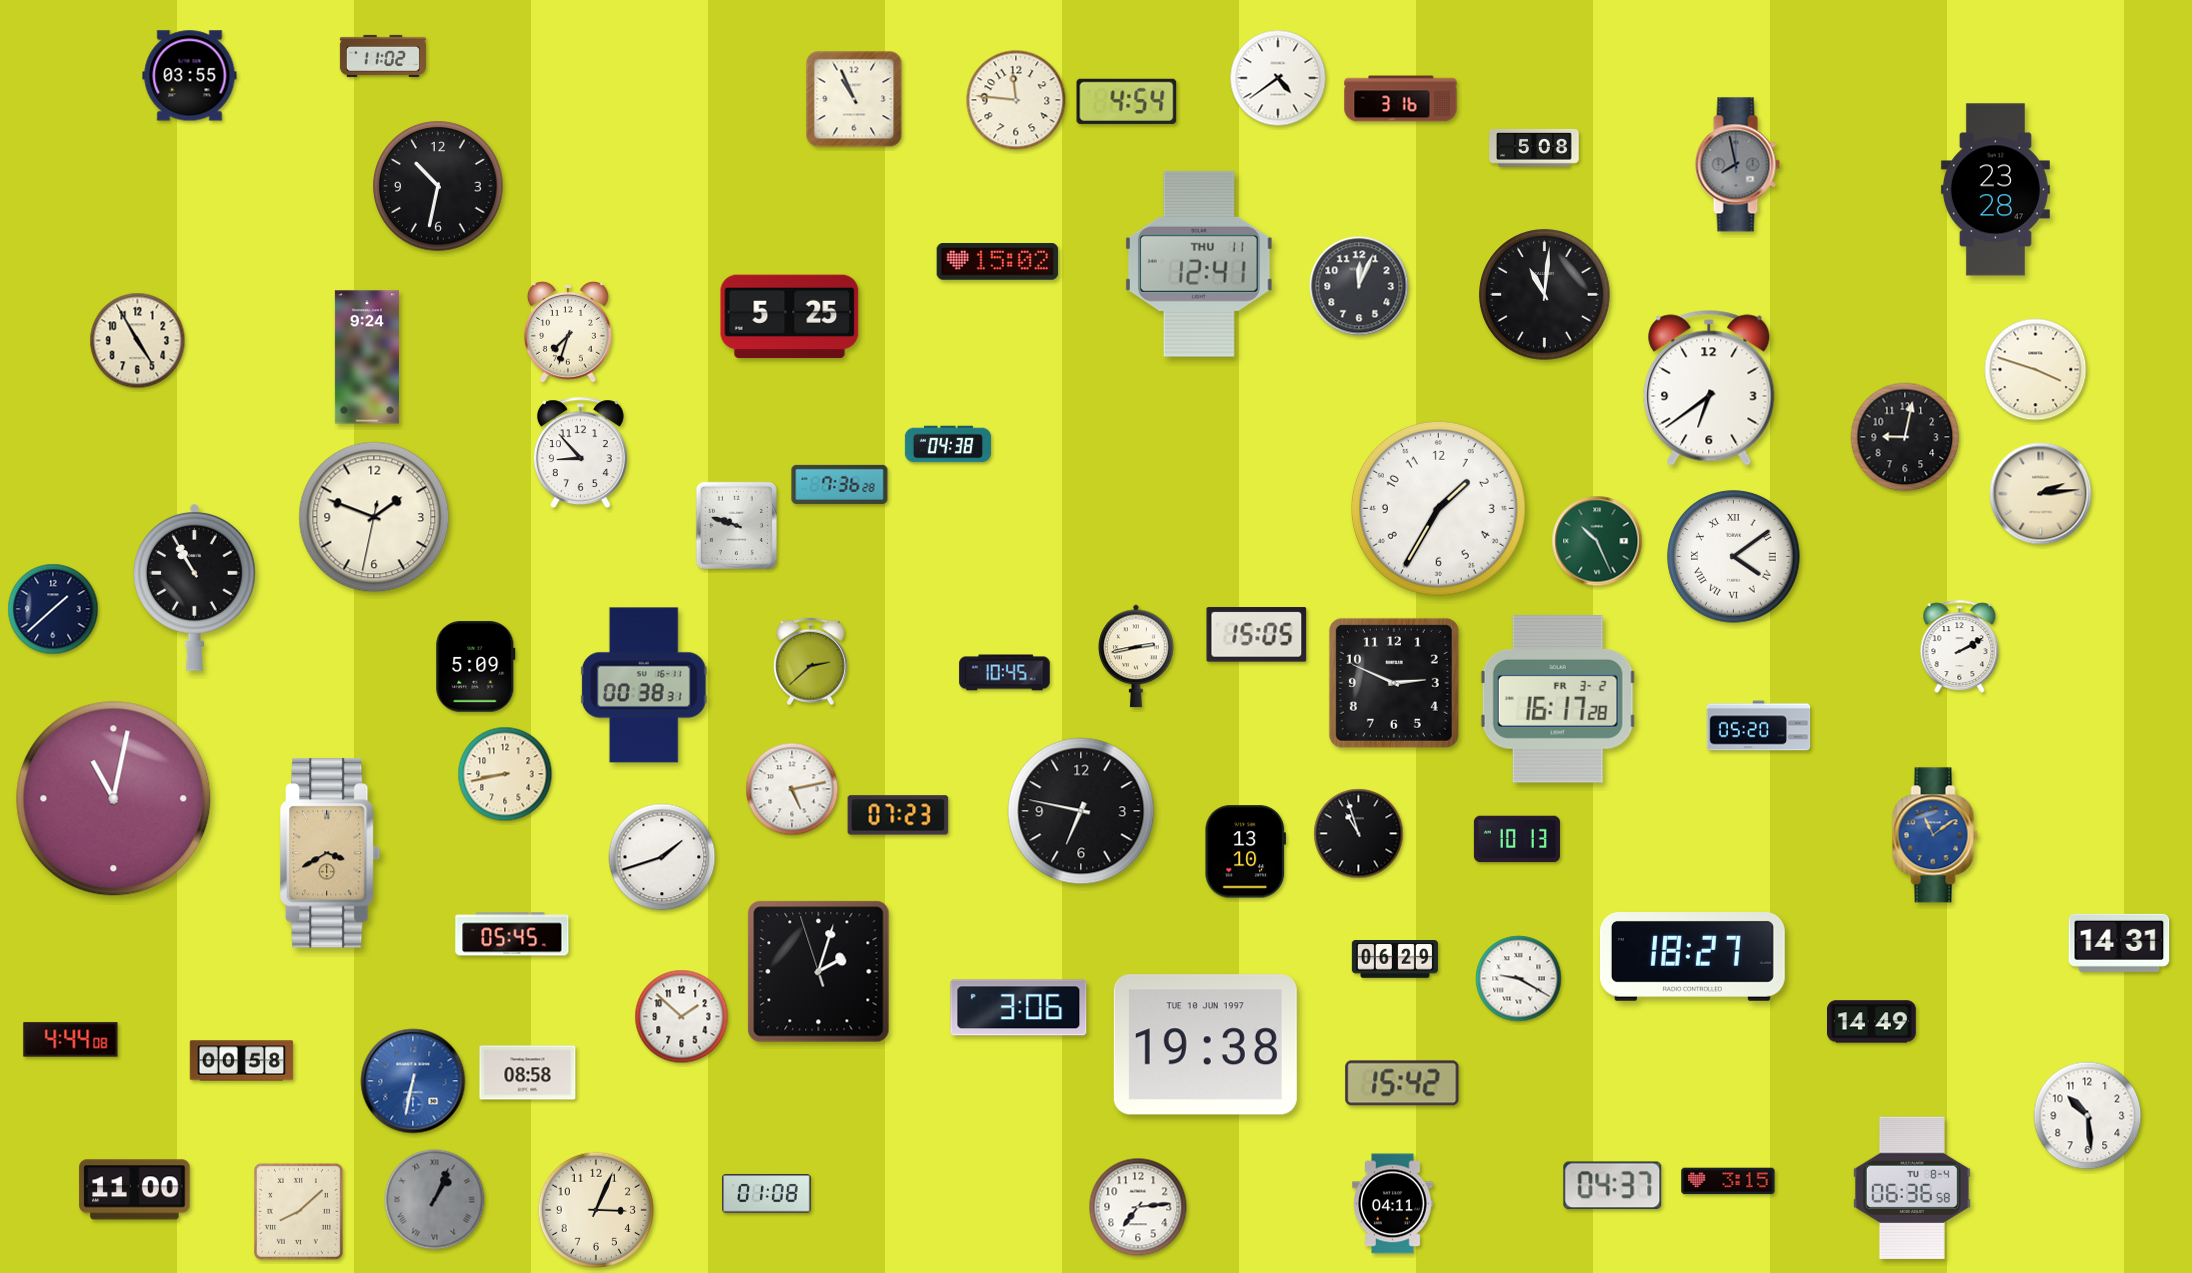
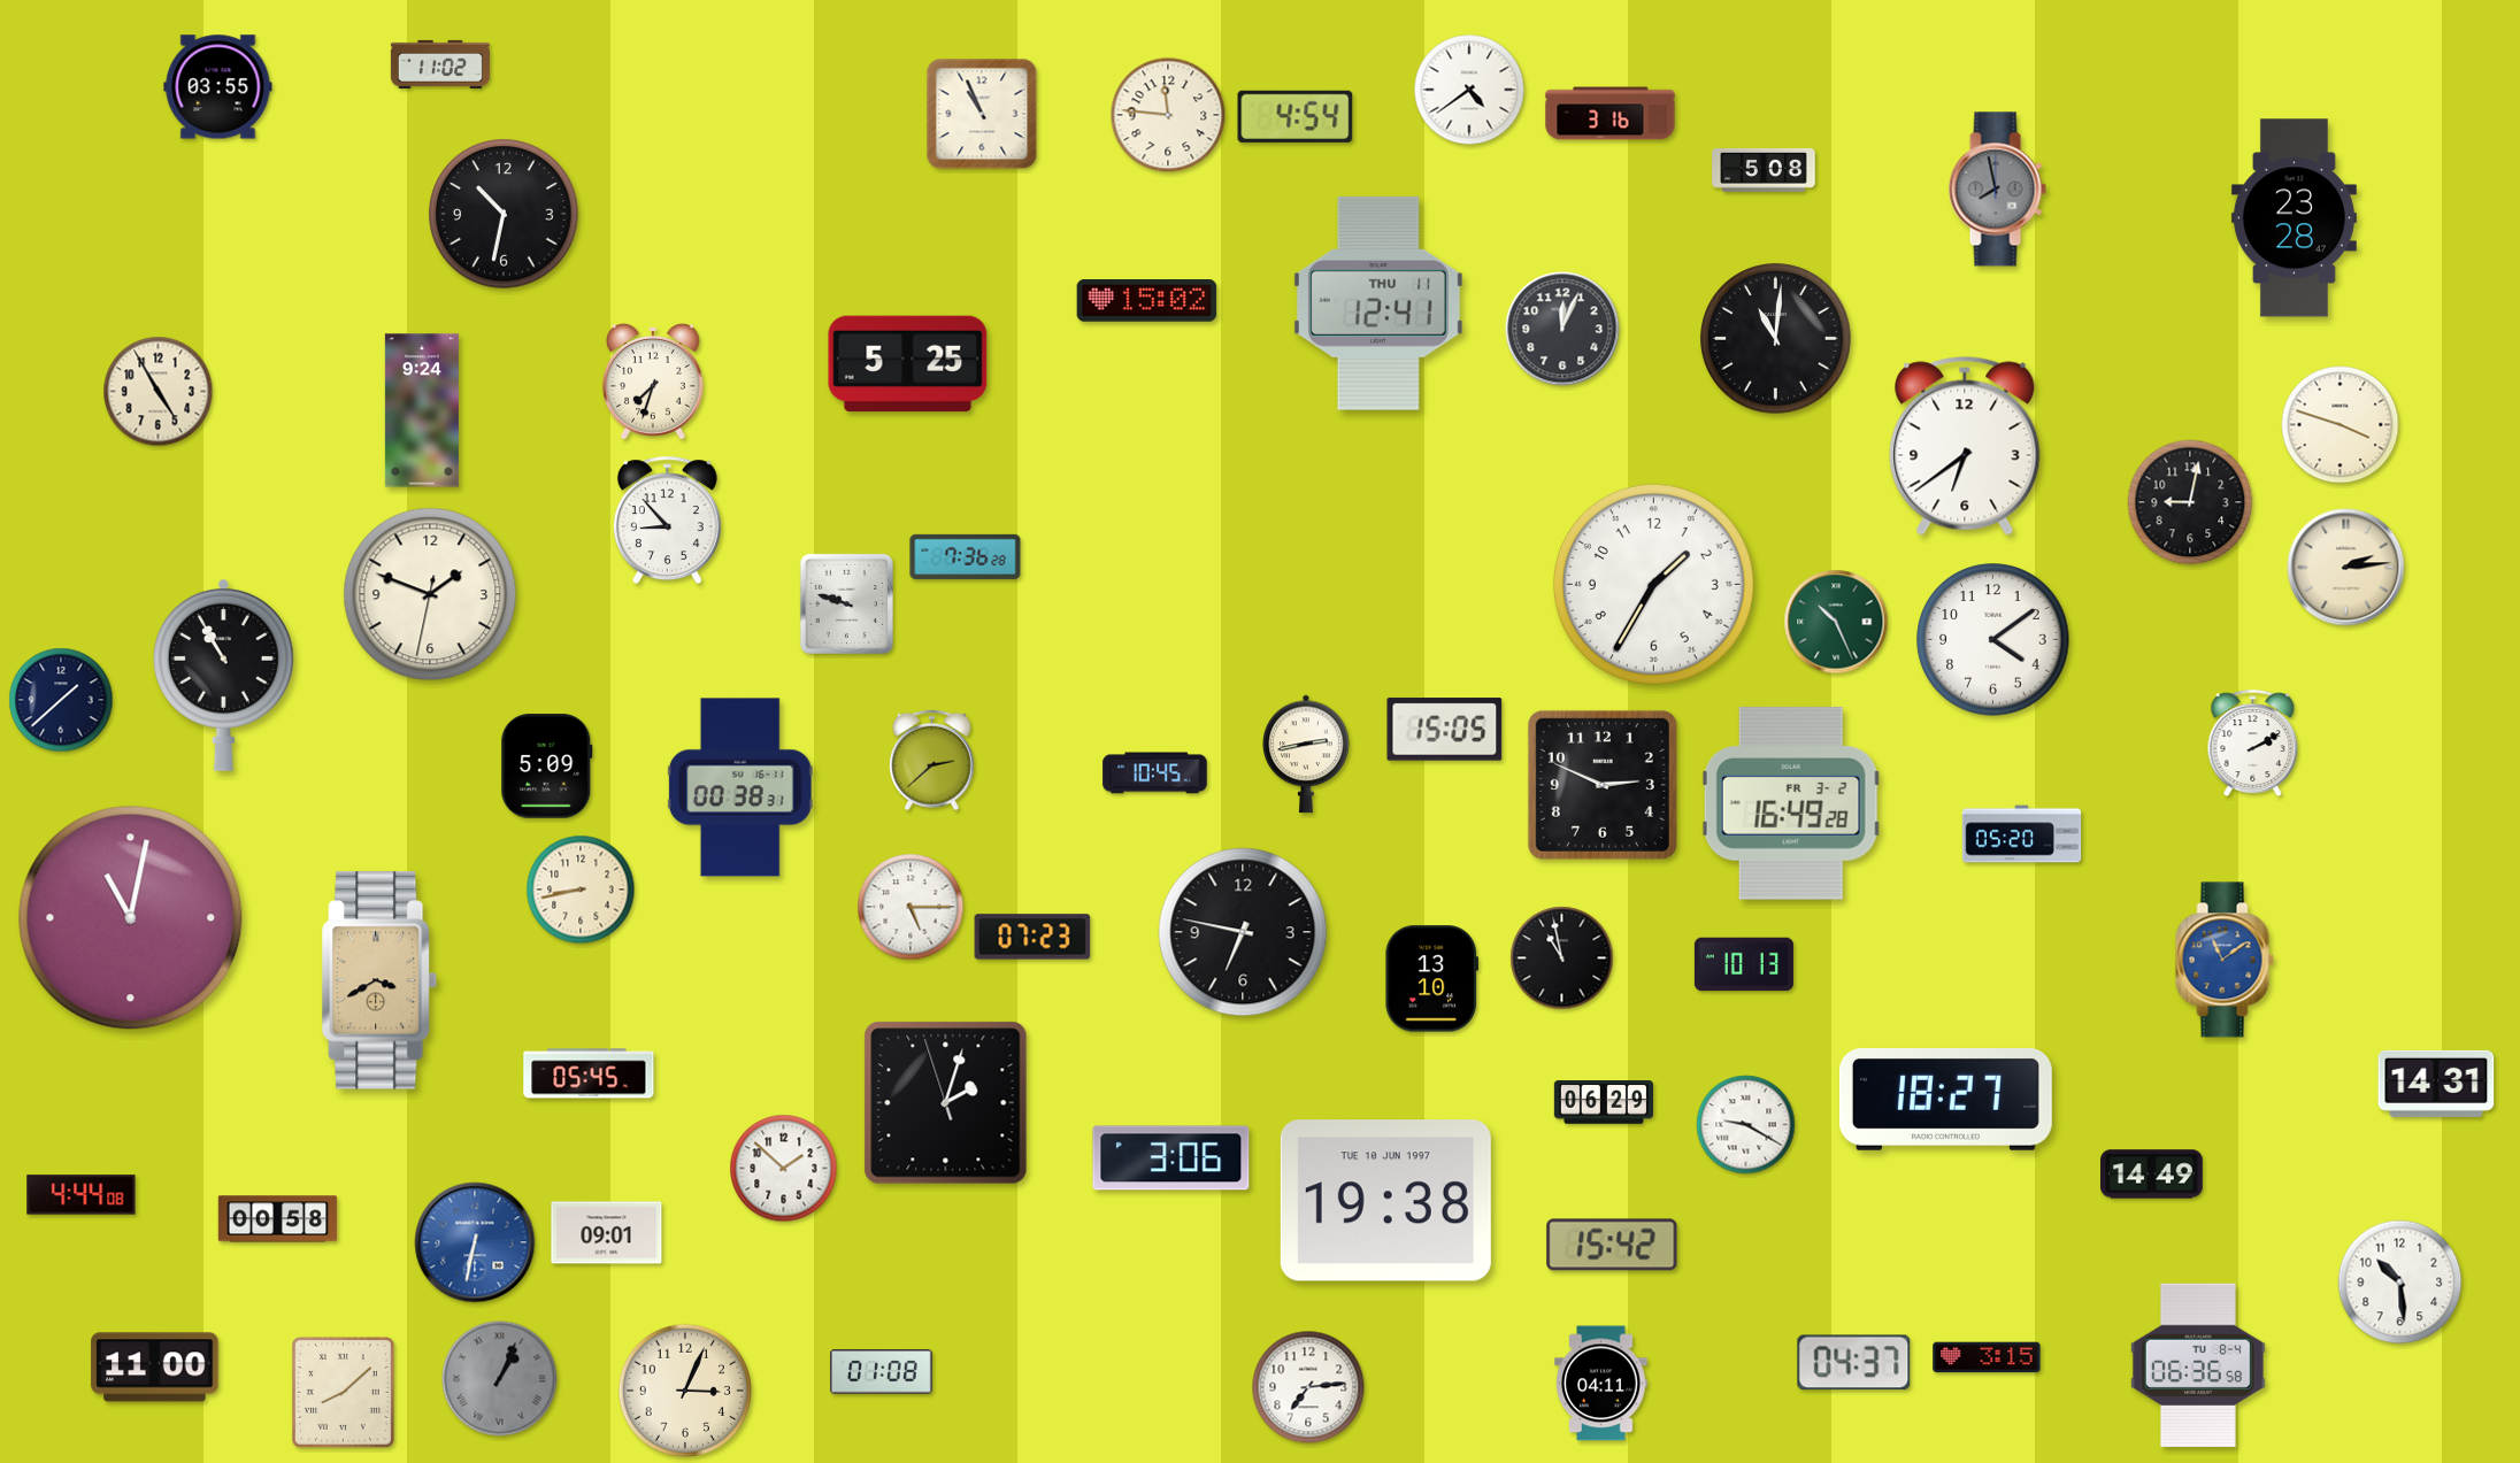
clock at (948, 444): 04:38 -> none
clock at (1734, 557) numerals: Roman -> Arabic
clock at (1558, 700): 16:17 -> 16:49
clock at (792, 789): 5:13 -> 5:15
clock at (1359, 834): 10:57 -> 10:58
clock at (662, 857): 1:42 -> none
clock at (819, 972) position: (819, 972) -> (946, 1103)
clock at (528, 1073): 08:58 -> 09:01
